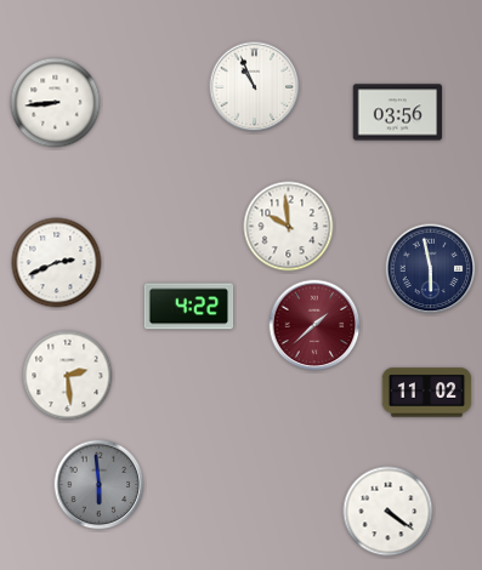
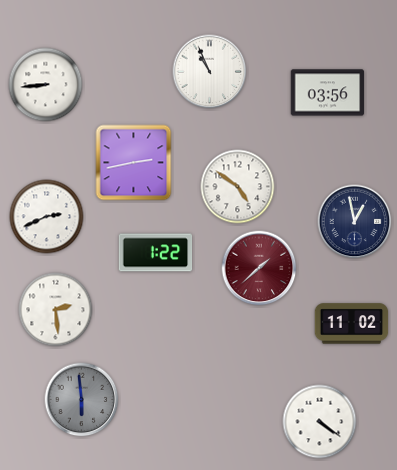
clock at (134, 163): none -> 2:43
clock at (289, 227): 9:59 -> 4:51
clock at (431, 269): 5:58 -> 12:58
clock at (189, 307): 4:22 -> 1:22
